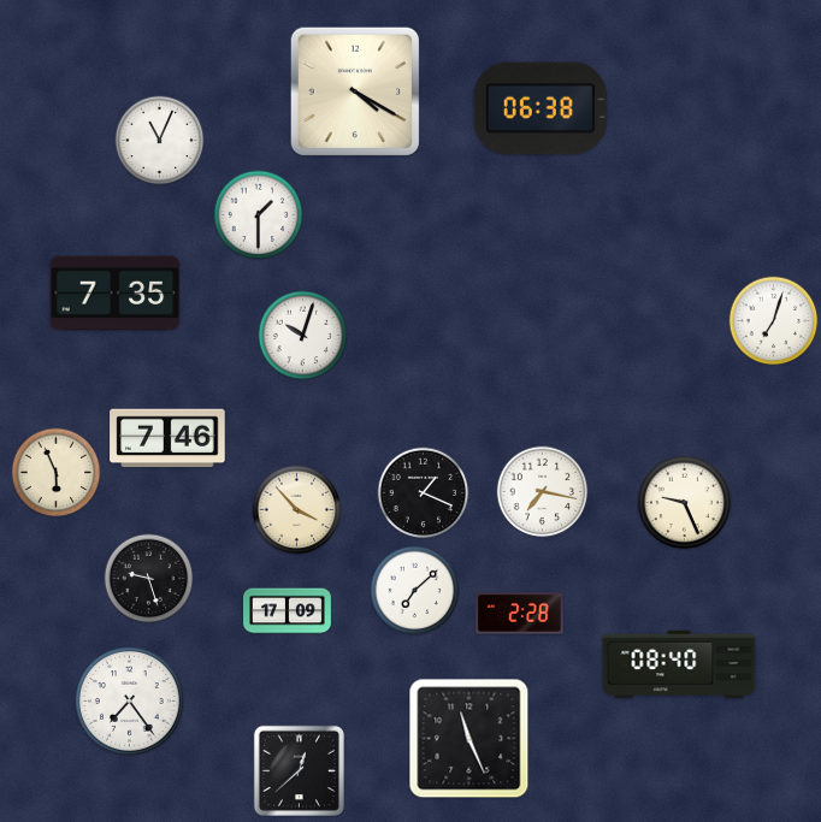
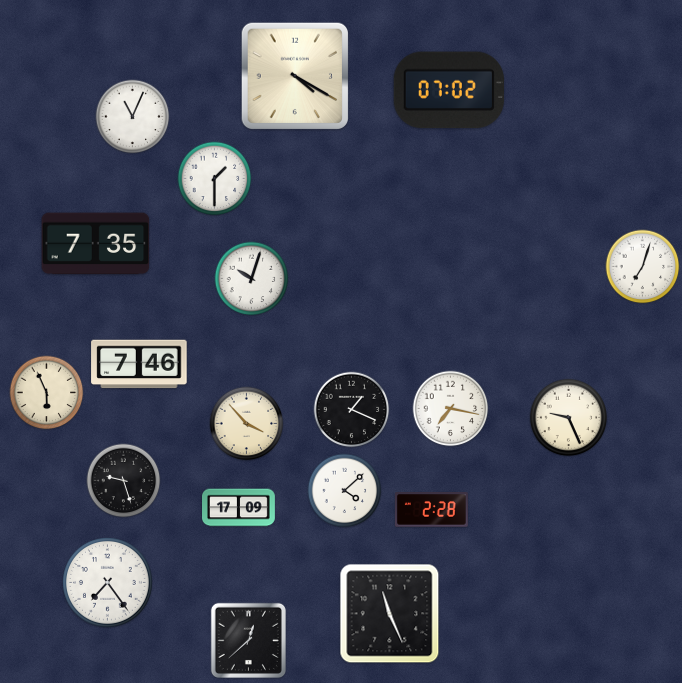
clock at (541, 108): 06:38 -> 07:02
clock at (415, 591): 7:08 -> 4:08
clock at (679, 664): 08:40 -> none
